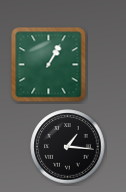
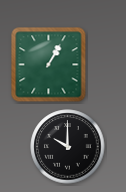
clock at (68, 147): 1:16 -> 10:00
